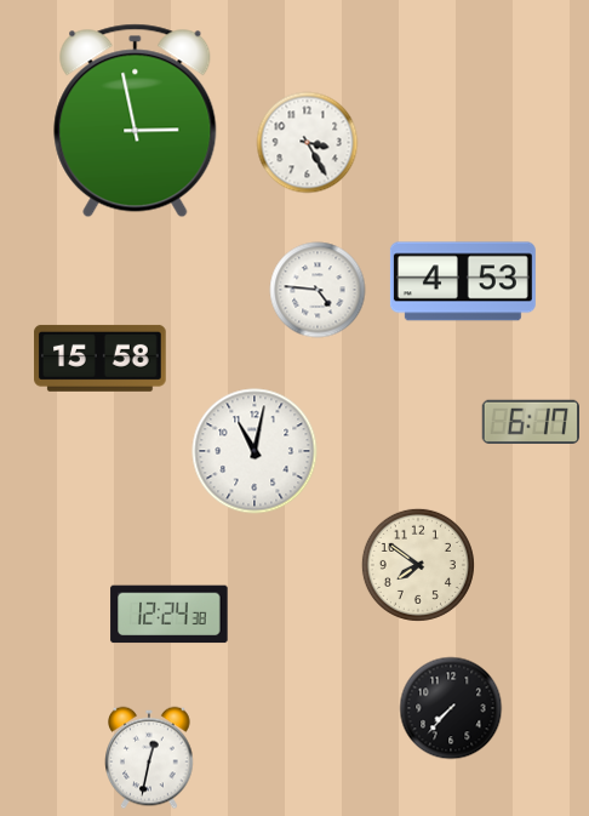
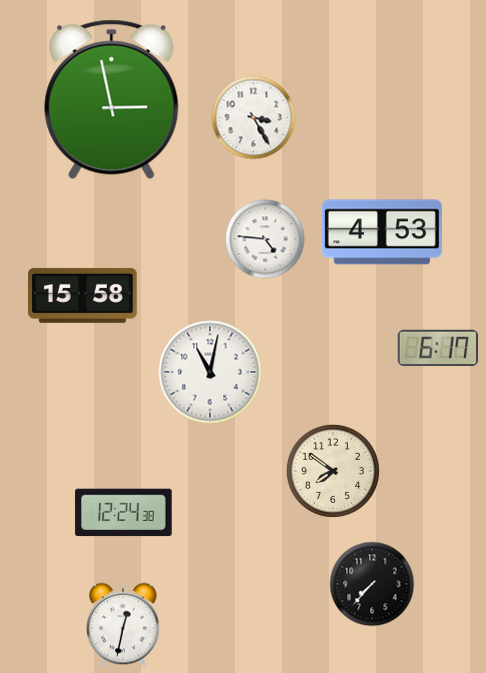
clock at (318, 290) position: (318, 290) -> (265, 239)
clock at (418, 565) position: (418, 565) -> (333, 471)
clock at (170, 615) position: (170, 615) -> (124, 513)
